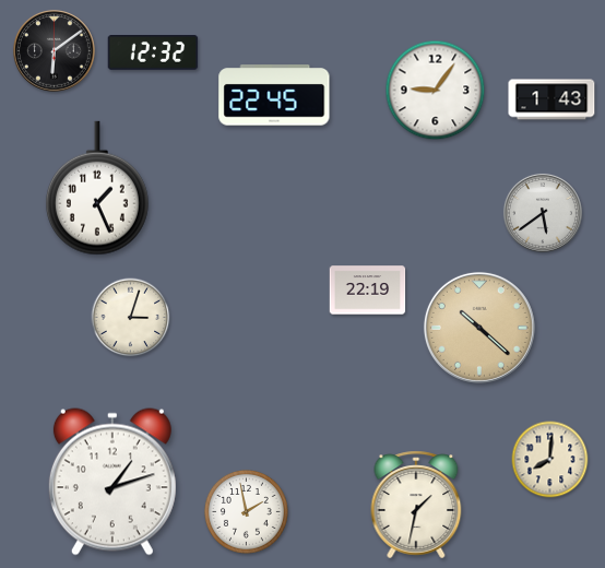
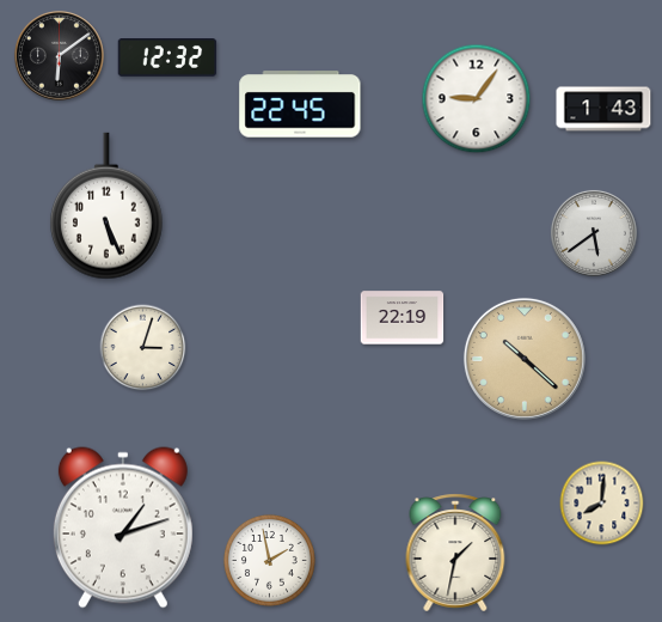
clock at (97, 188): 1:26 -> 5:26
